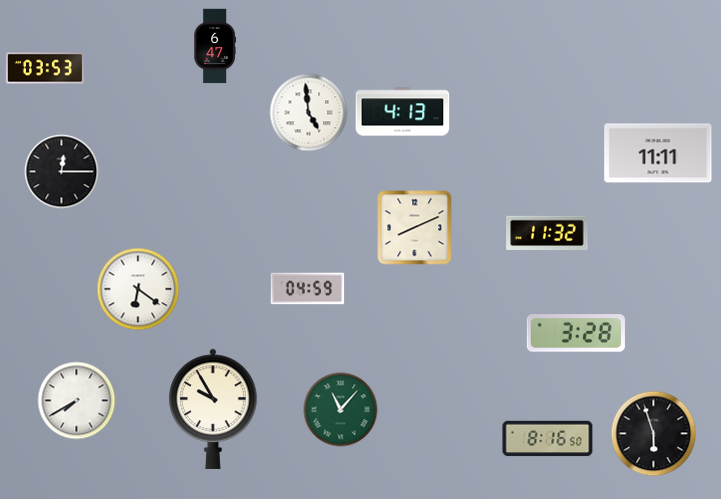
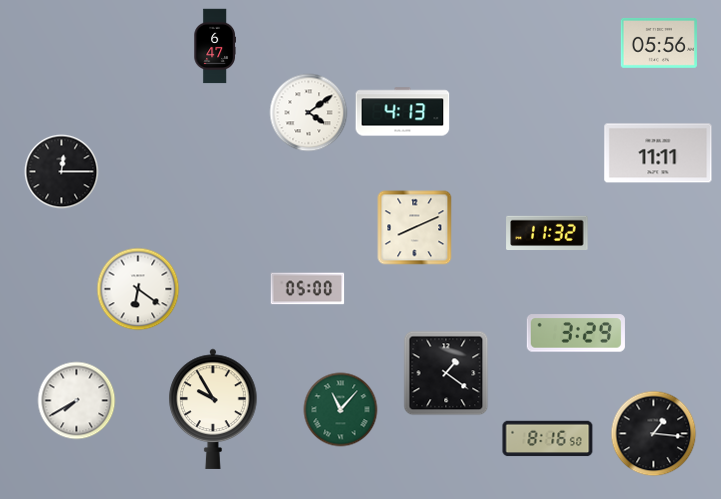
clock at (659, 43): none -> 05:56
clock at (45, 68): 03:53 -> none
clock at (309, 113): 4:59 -> 4:09
clock at (308, 289): 04:59 -> 05:00
clock at (576, 333): 3:28 -> 3:29
clock at (446, 373): none -> 1:21
clock at (654, 434): 5:57 -> 1:16
